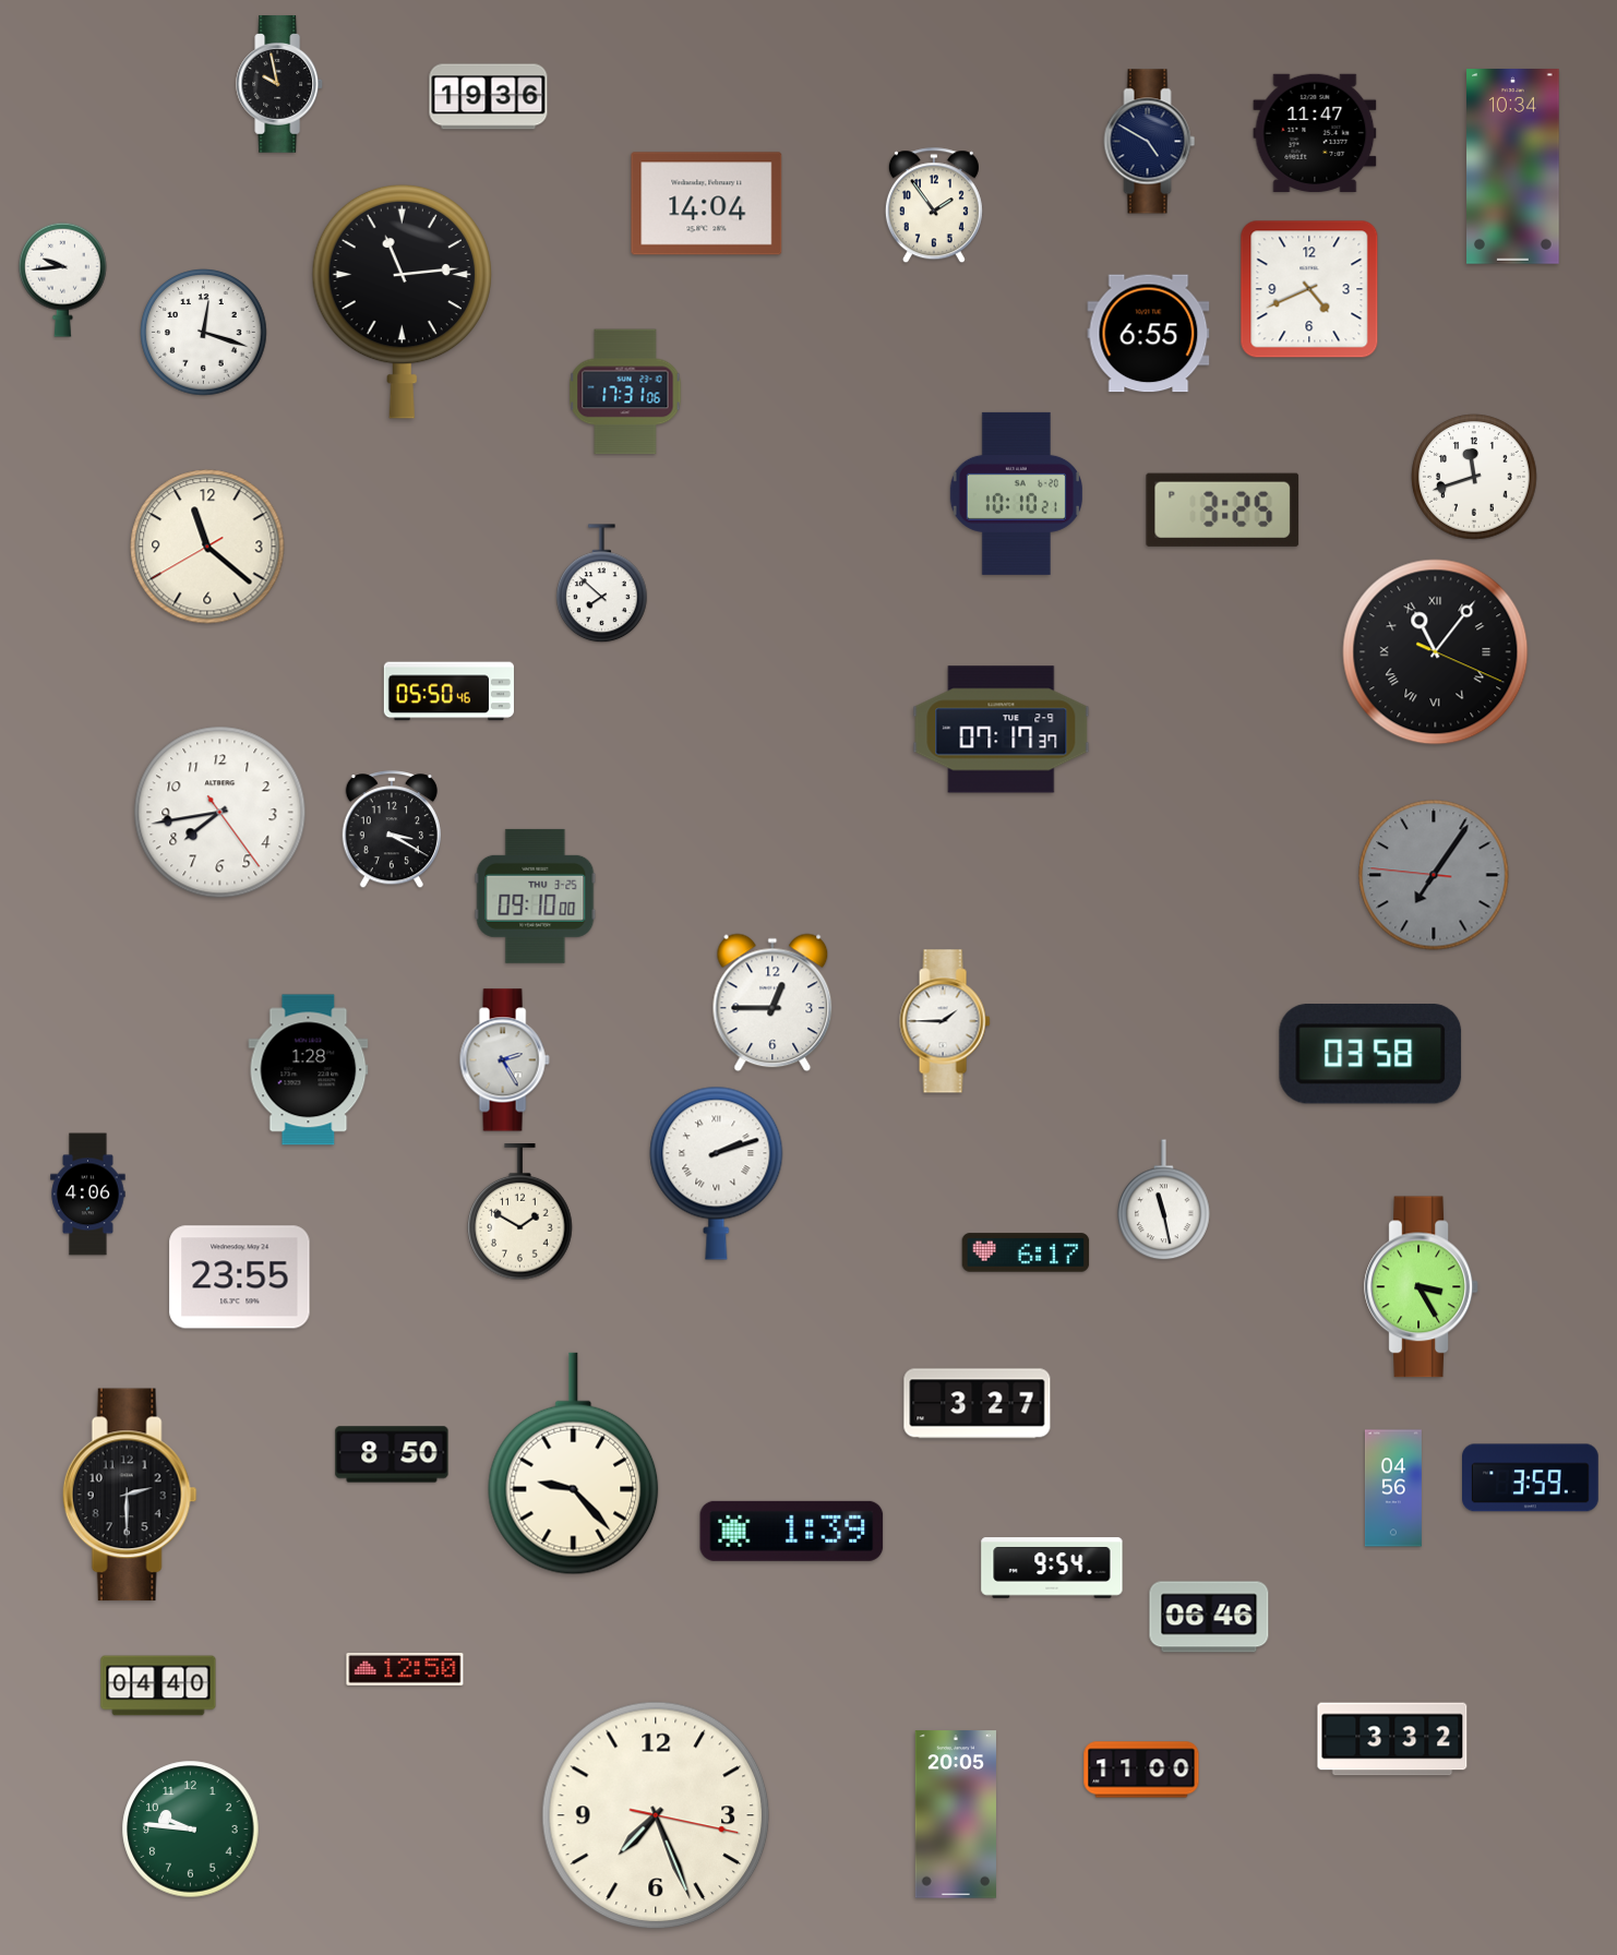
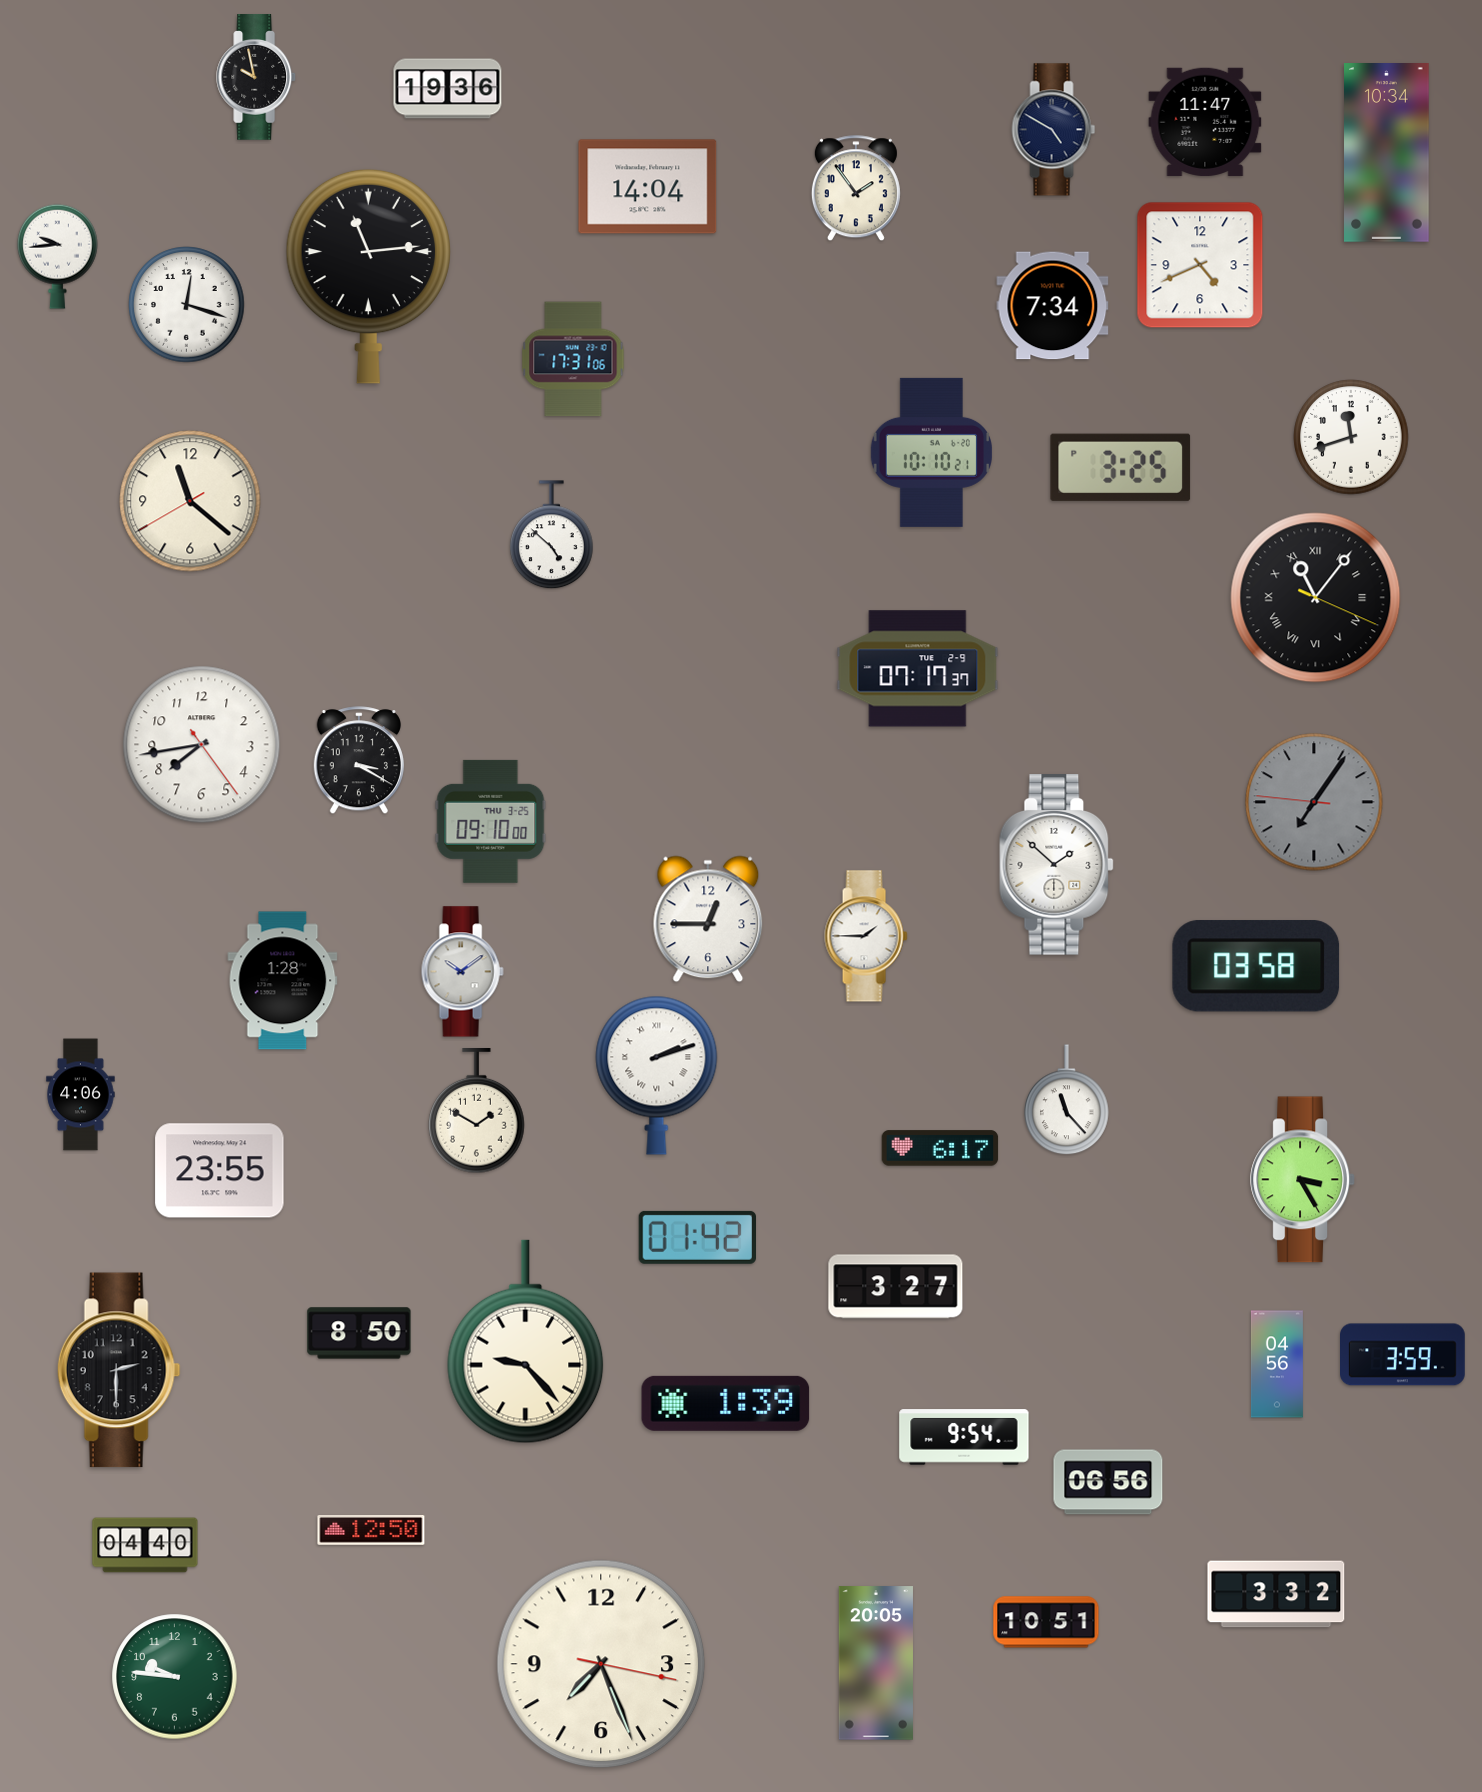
clock at (1149, 334): 6:55 -> 7:34
clock at (602, 584): 7:52 -> 4:52
clock at (448, 692): 05:50 -> none
clock at (1057, 865): none -> 1:52
clock at (504, 1060): 2:25 -> 10:09
clock at (1164, 1200): 11:28 -> 11:23
clock at (697, 1237): none -> 01:42
clock at (1209, 1617): 06:46 -> 06:56
clock at (1141, 1770): 11:00 -> 10:51
